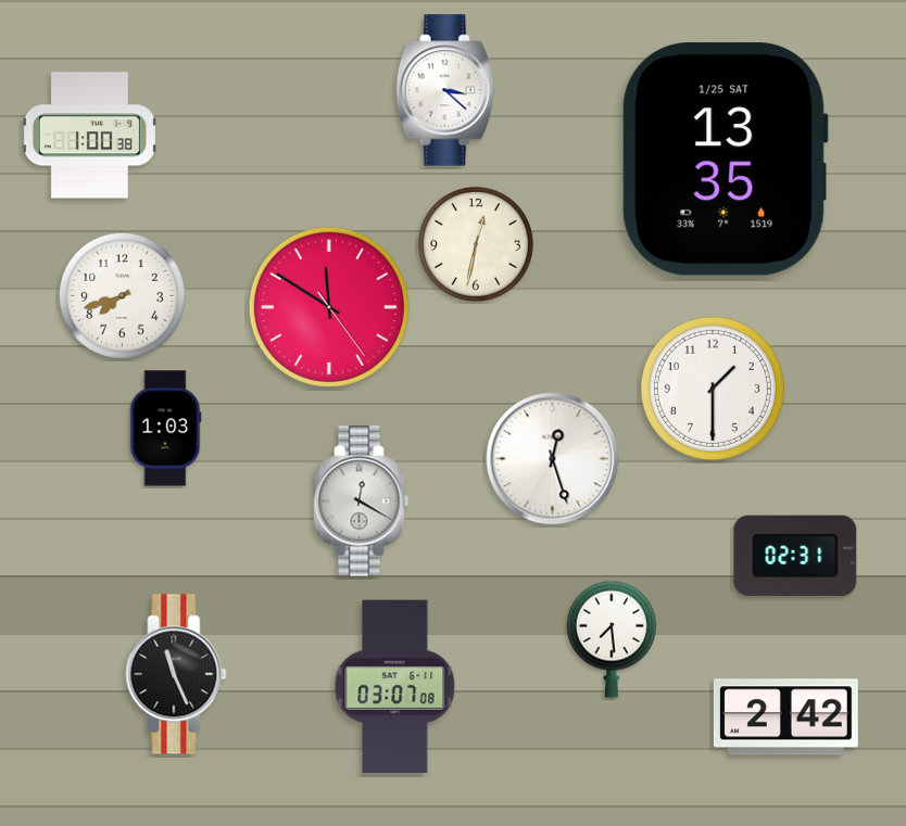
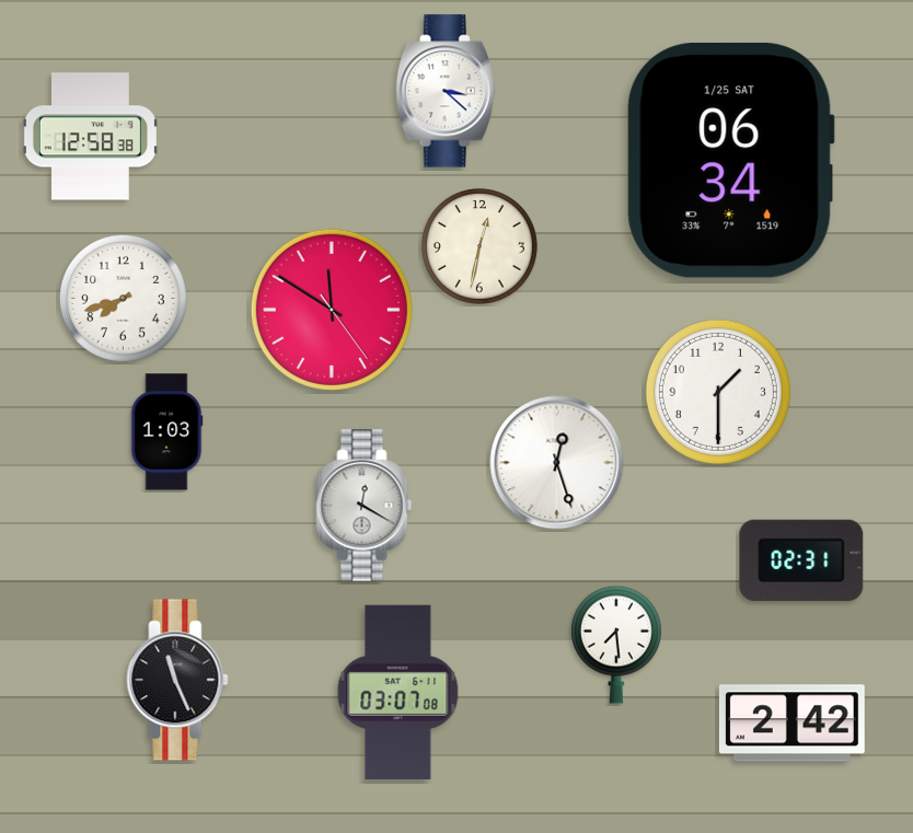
clock at (445, 90) position: (445, 90) -> (446, 91)
clock at (89, 136): 1:00 -> 12:58
clock at (725, 160): 13:35 -> 06:34
